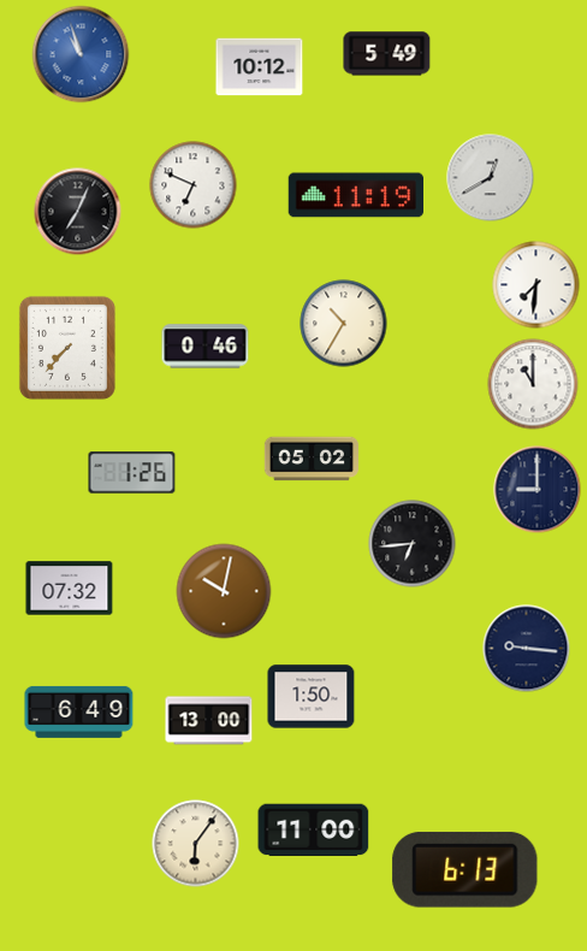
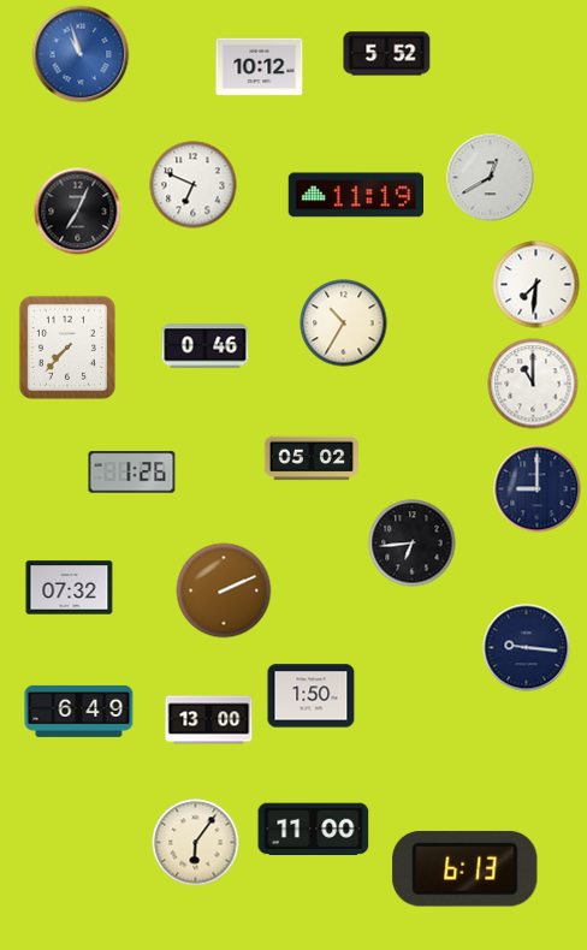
clock at (387, 54): 5:49 -> 5:52
clock at (224, 591): 10:02 -> 2:11
